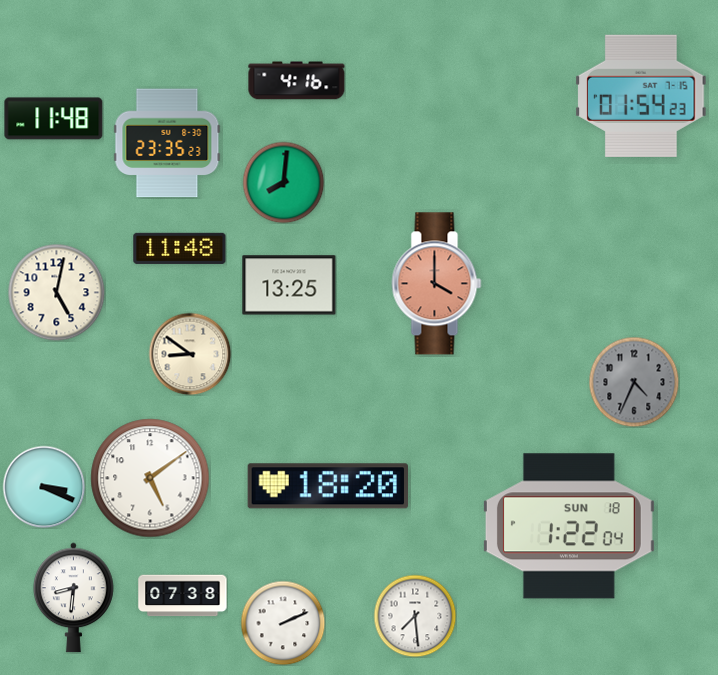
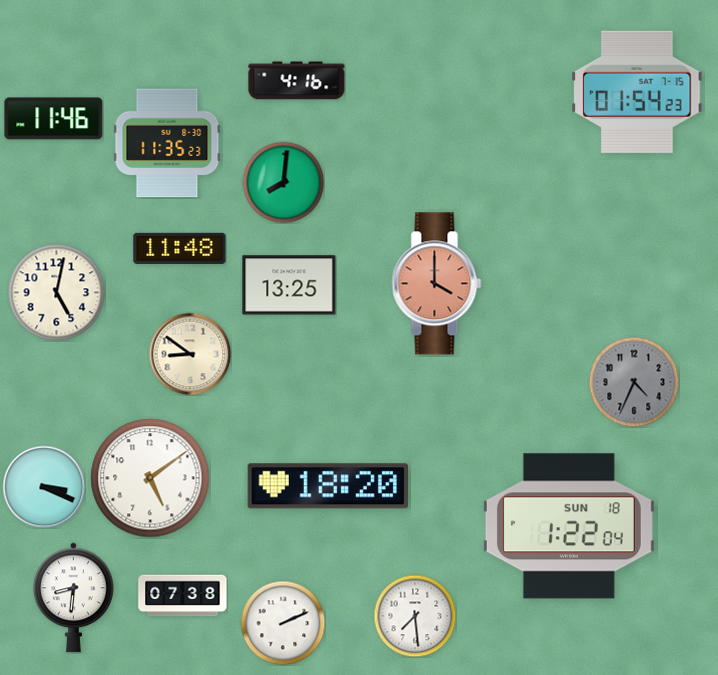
clock at (641, 96) position: (641, 96) -> (637, 92)
clock at (54, 119): 11:48 -> 11:46
clock at (167, 143): 23:35 -> 11:35
